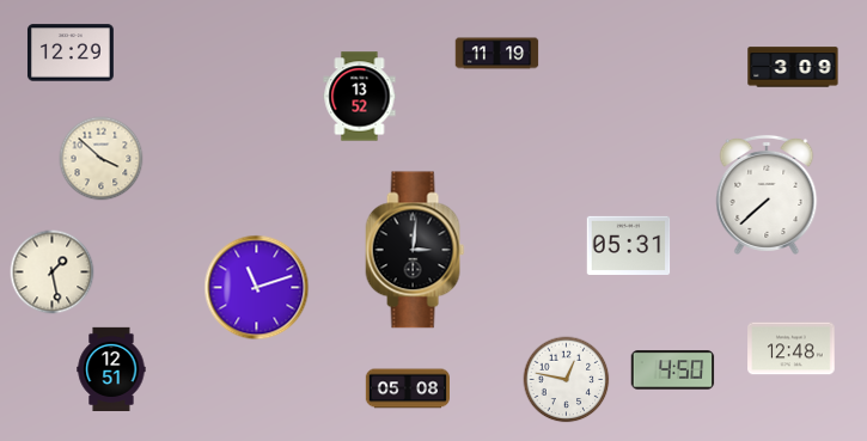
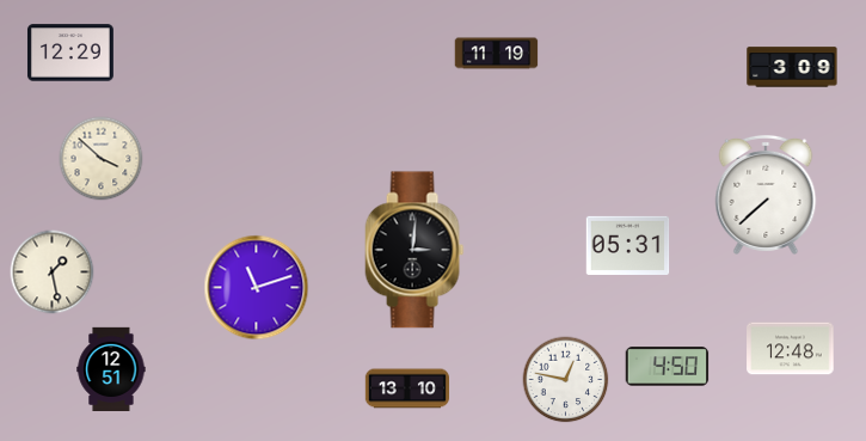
clock at (360, 97): 13:52 -> none
clock at (673, 370) position: (673, 370) -> (668, 367)
clock at (407, 388): 05:08 -> 13:10
